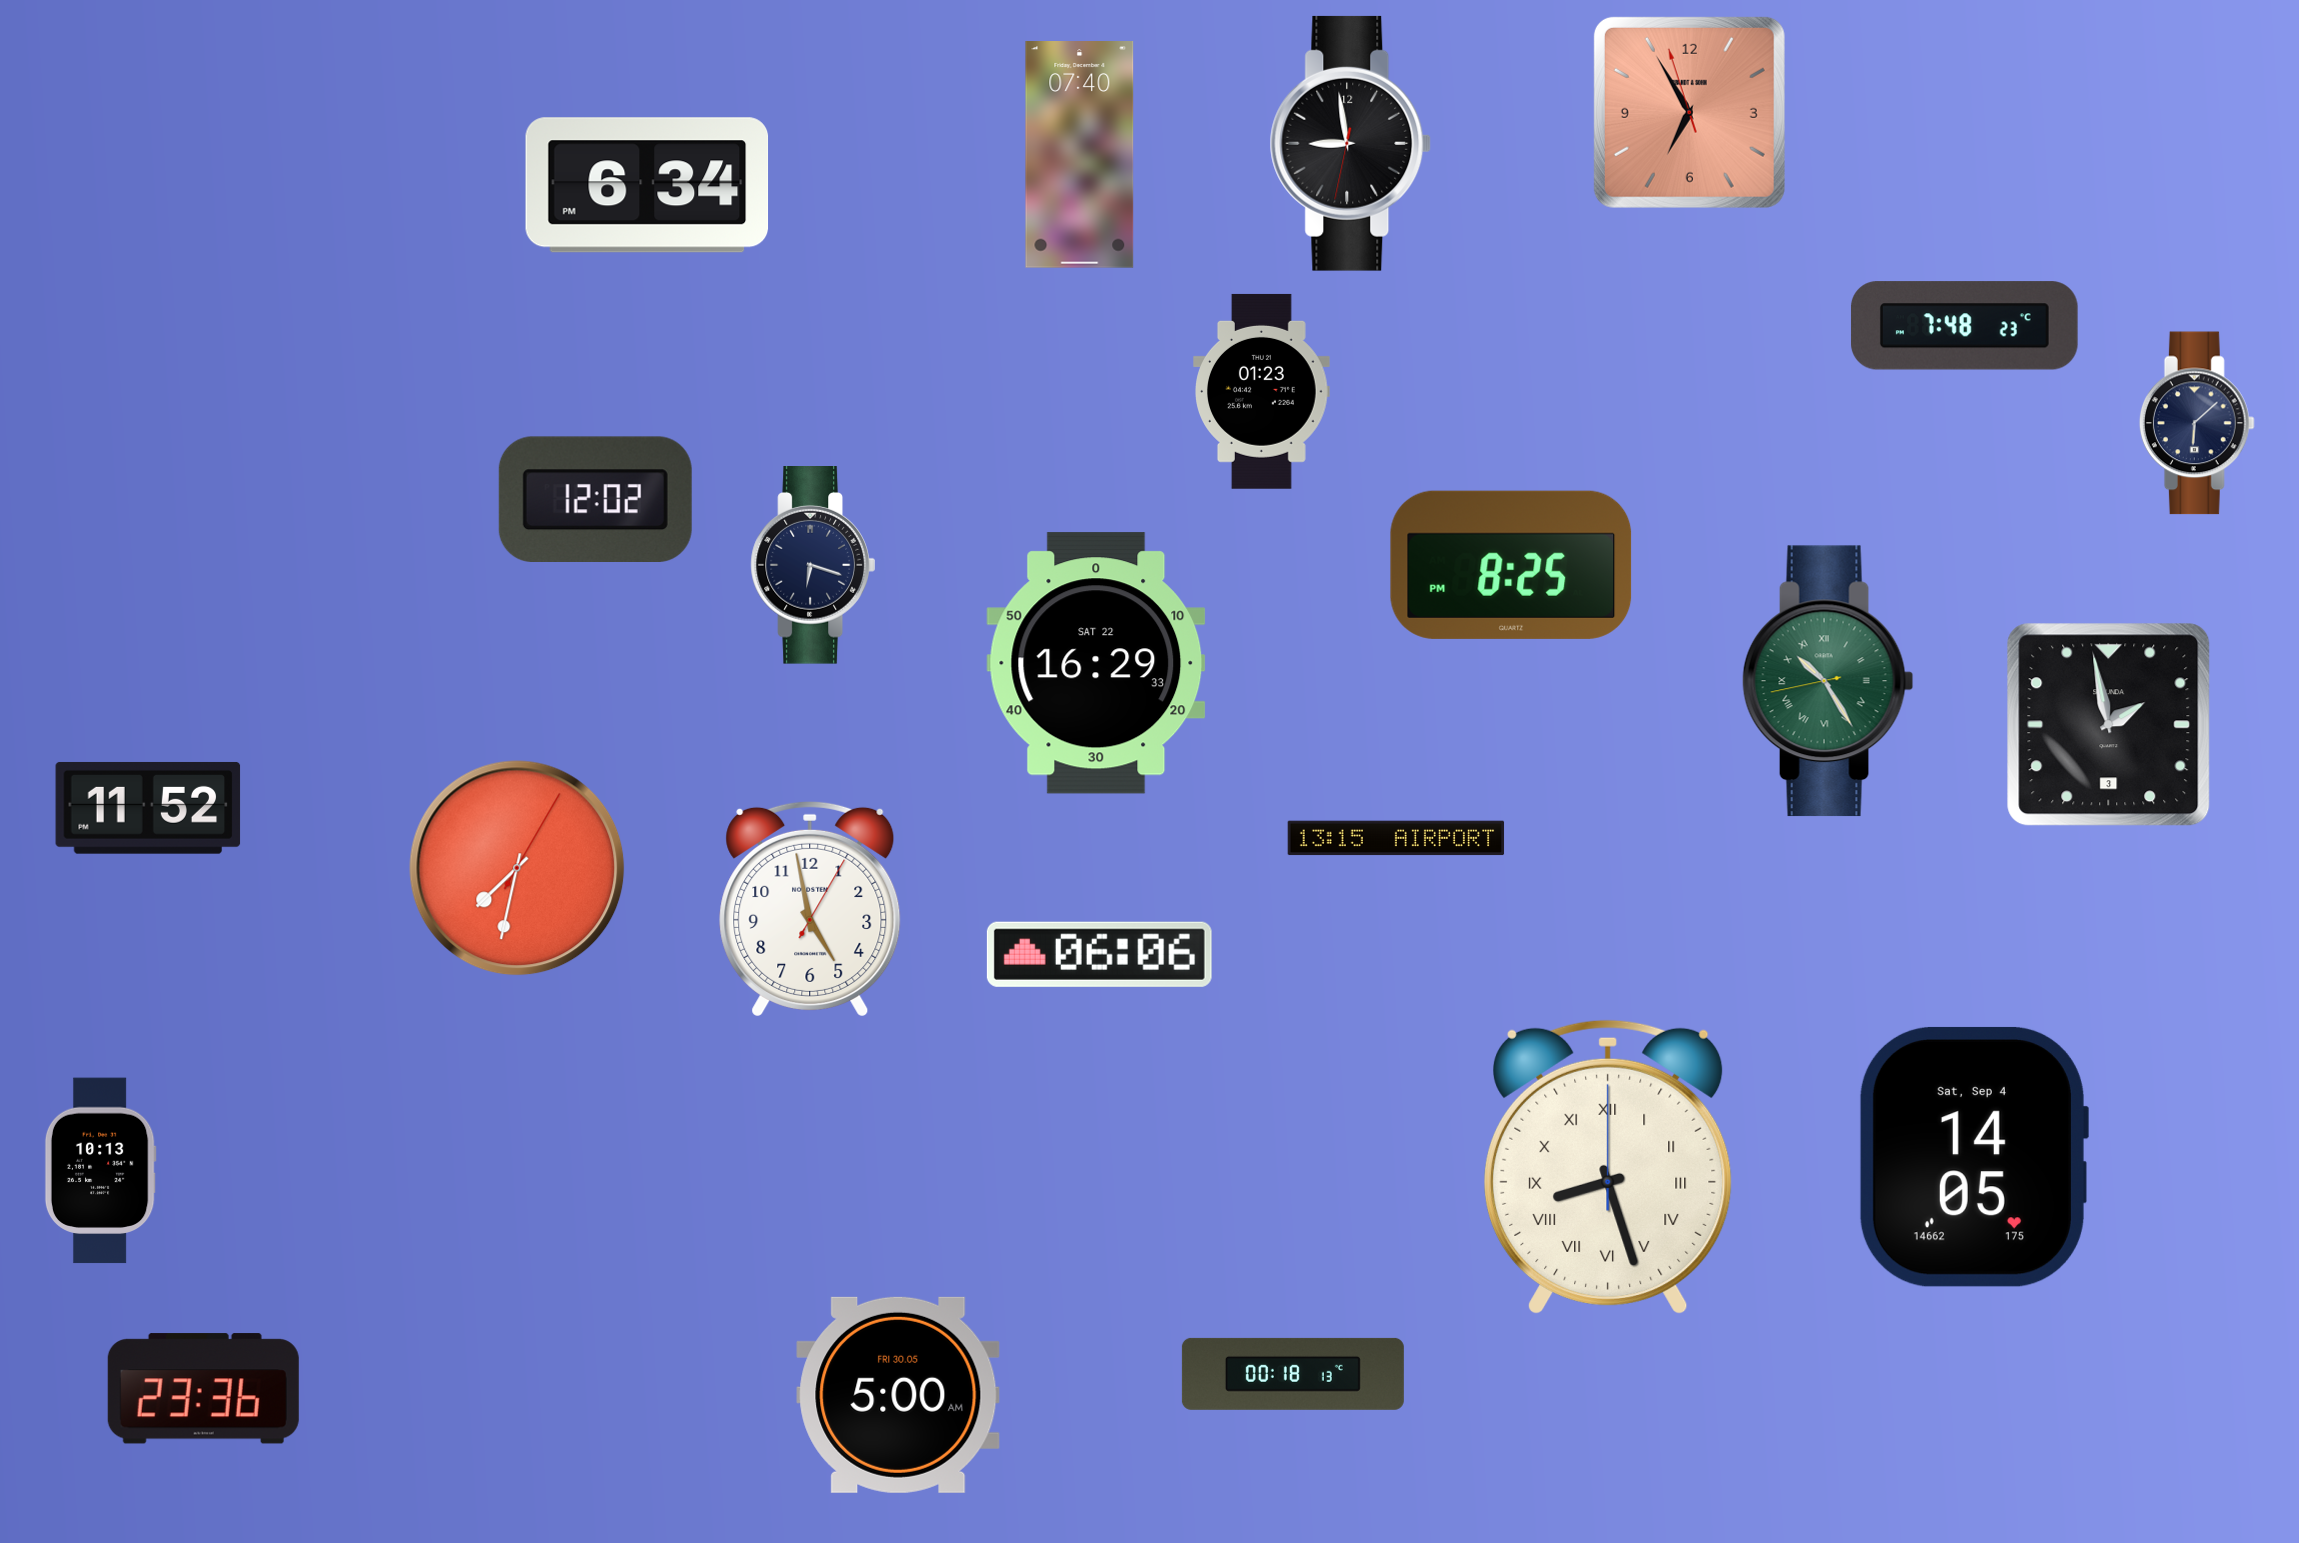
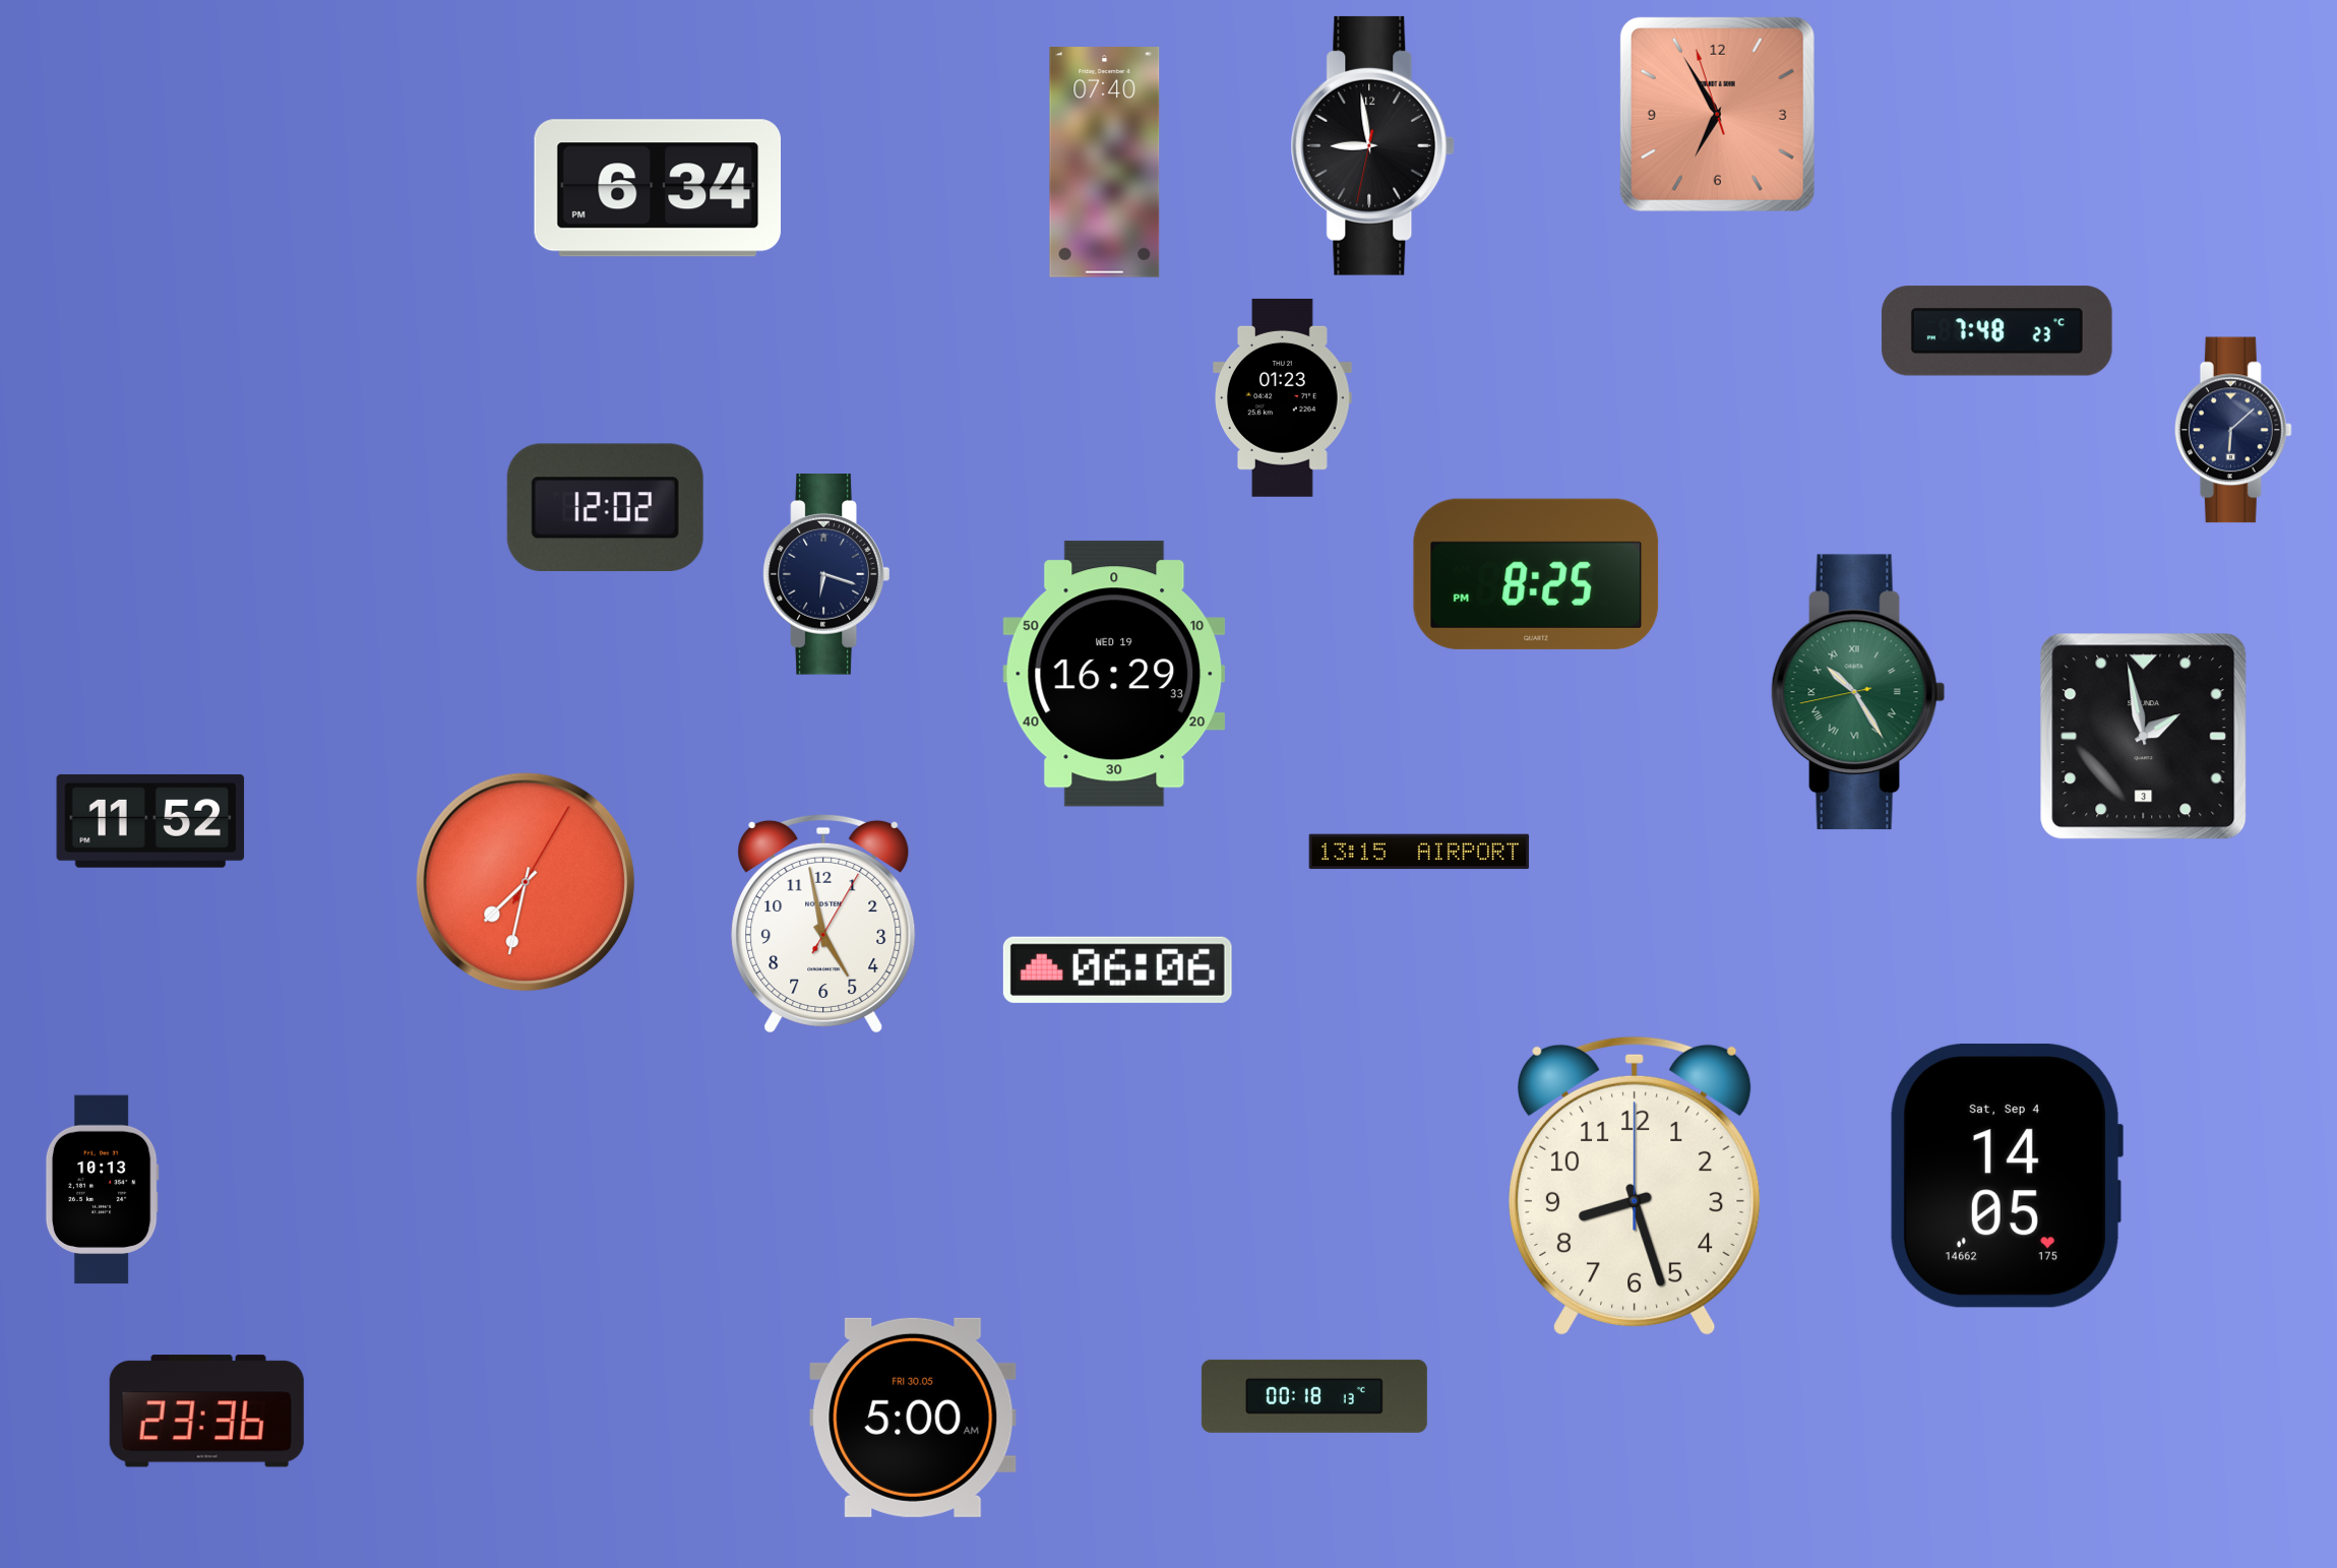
clock at (1080, 155) position: (1080, 155) -> (1105, 163)
clock at (1096, 663) date: SAT 22 -> WED 19
clock at (1608, 1167) numerals: Roman -> Arabic
